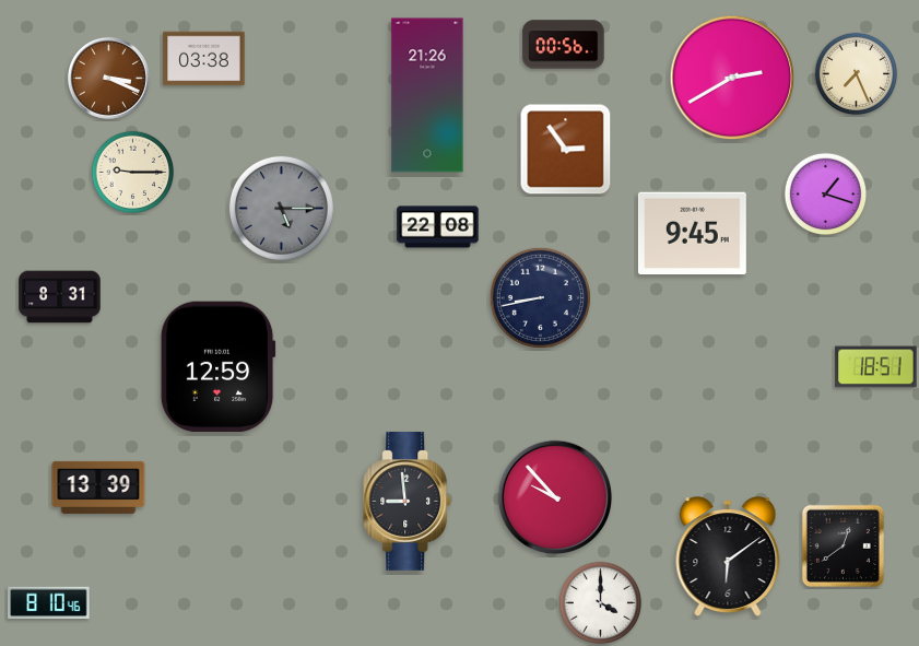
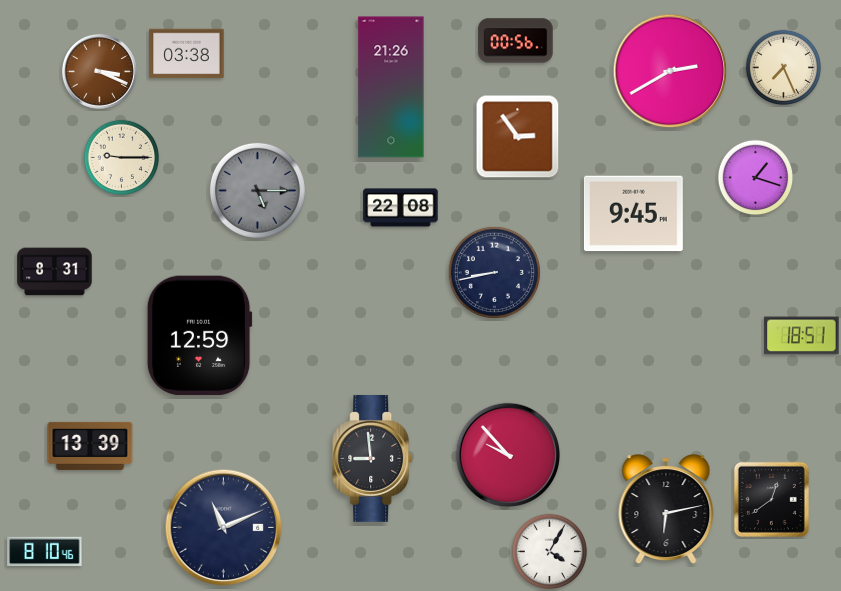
clock at (728, 556): 6:09 -> 6:13
clock at (224, 528): none -> 11:11
clock at (601, 603): 4:00 -> 4:05
